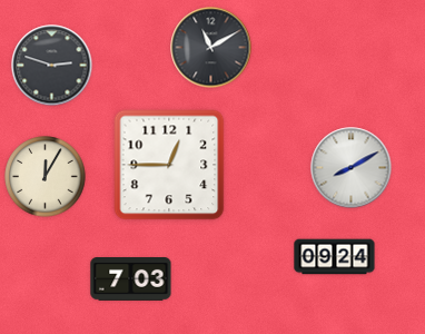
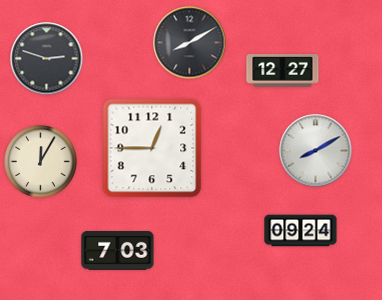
clock at (211, 48): 11:10 -> 8:10
clock at (283, 71): none -> 12:27
clock at (46, 177) position: (46, 177) -> (41, 162)
